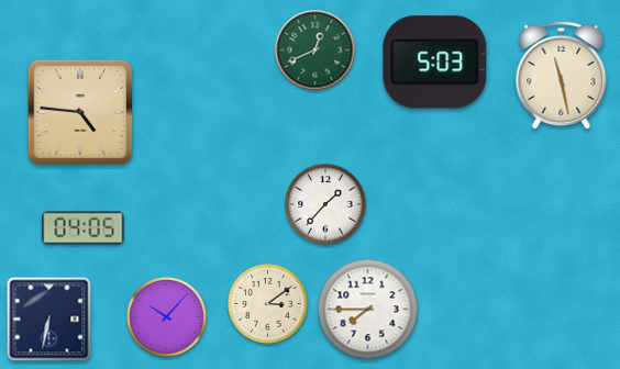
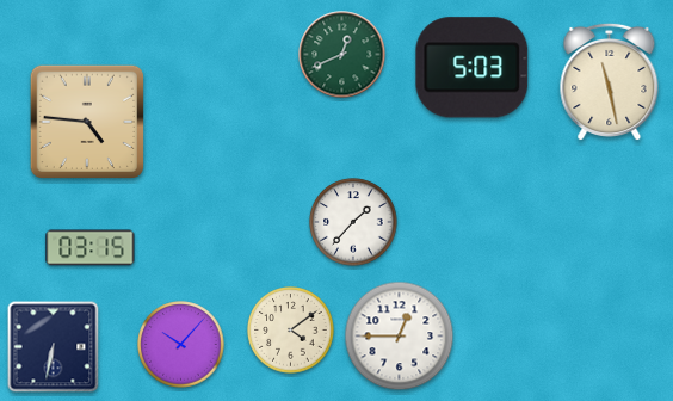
clock at (84, 228): 04:05 -> 03:15
clock at (268, 304): 3:09 -> 4:09
clock at (368, 310): 7:45 -> 12:45
